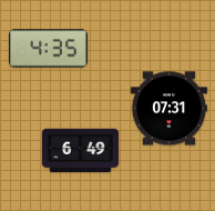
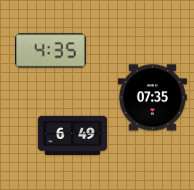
clock at (49, 49) position: (49, 49) -> (51, 51)
clock at (168, 109): 07:31 -> 07:35
